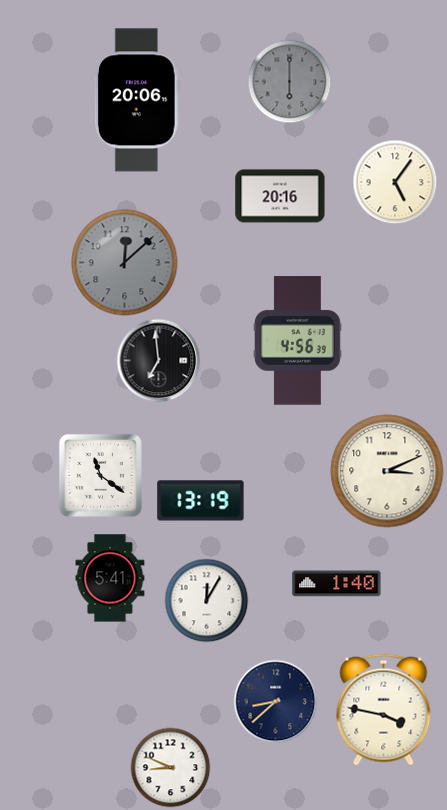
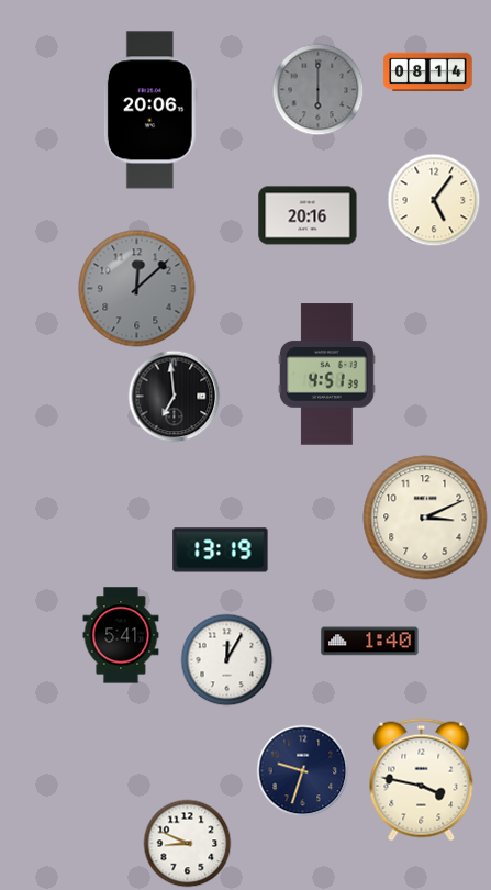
clock at (428, 73): none -> 08:14
clock at (298, 341): 4:56 -> 4:51
clock at (100, 475): 11:21 -> none
clock at (275, 701): 8:38 -> 9:33
